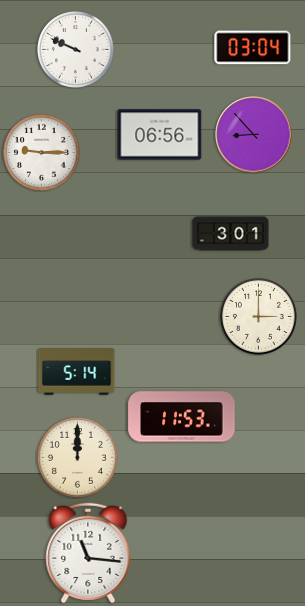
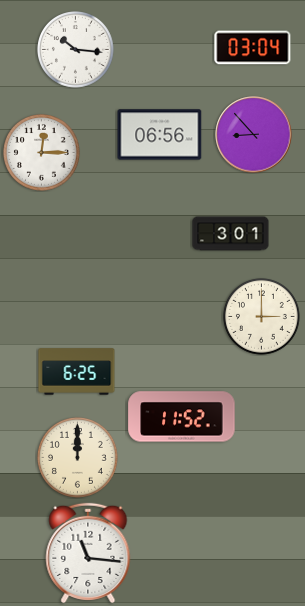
clock at (76, 50): 9:49 -> 10:16
clock at (42, 153): 9:15 -> 12:15
clock at (259, 317) position: (259, 317) -> (262, 317)
clock at (77, 372): 5:14 -> 6:25
clock at (182, 417): 11:53 -> 11:52
